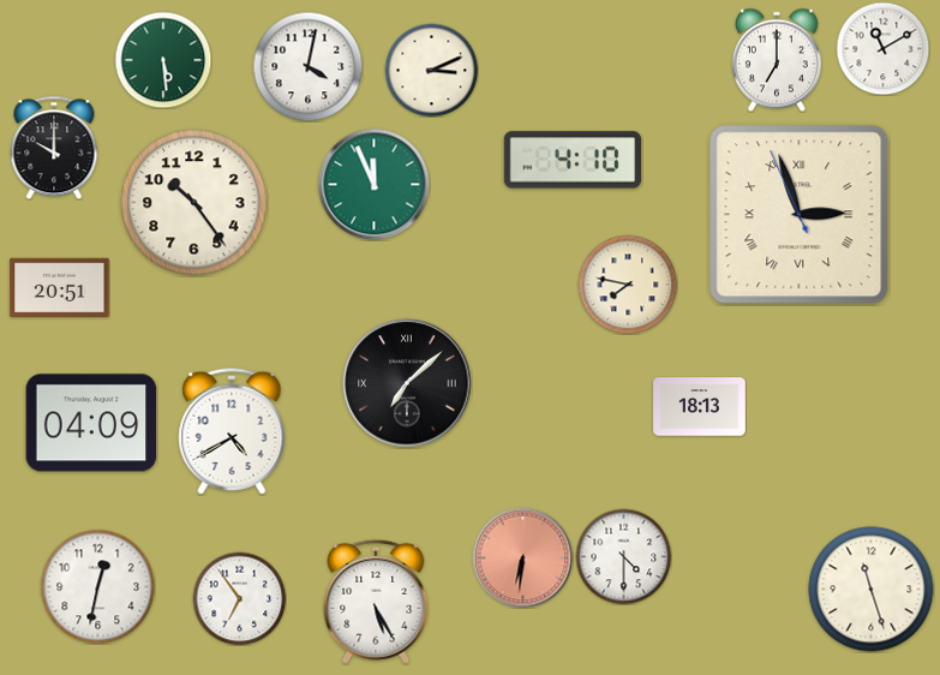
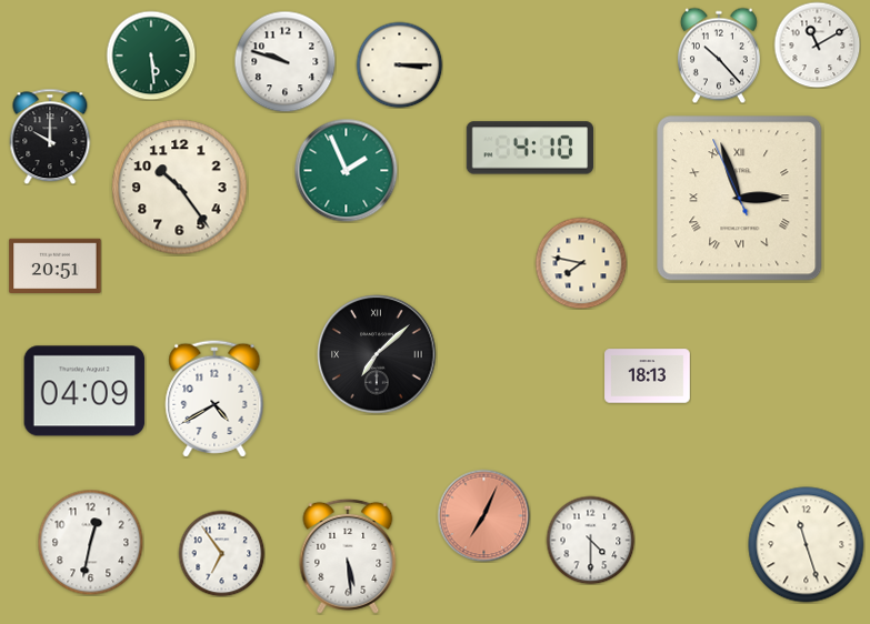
clock at (777, 60): 7:00 -> 10:23
clock at (307, 66): 4:02 -> 9:48
clock at (431, 70): 3:11 -> 3:15
clock at (373, 184): 11:56 -> 1:56
clock at (623, 556) position: (623, 556) -> (590, 540)
clock at (522, 557): 6:31 -> 7:04
clock at (376, 602): 5:25 -> 5:29
